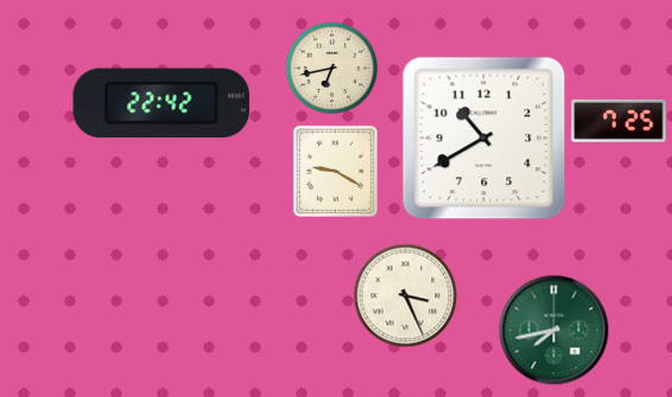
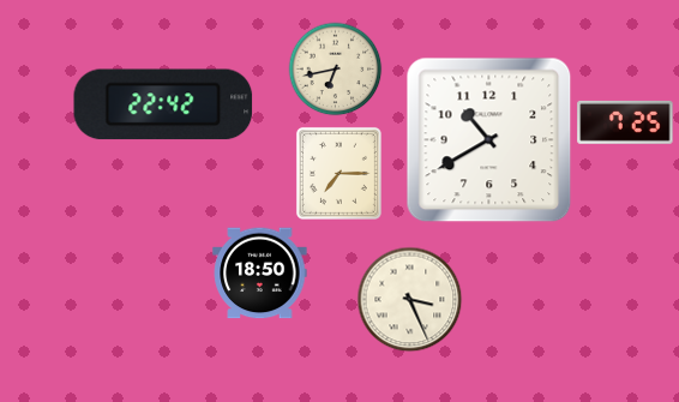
clock at (335, 172): 9:20 -> 7:15
clock at (260, 274): none -> 18:50
clock at (553, 329): 7:43 -> none
